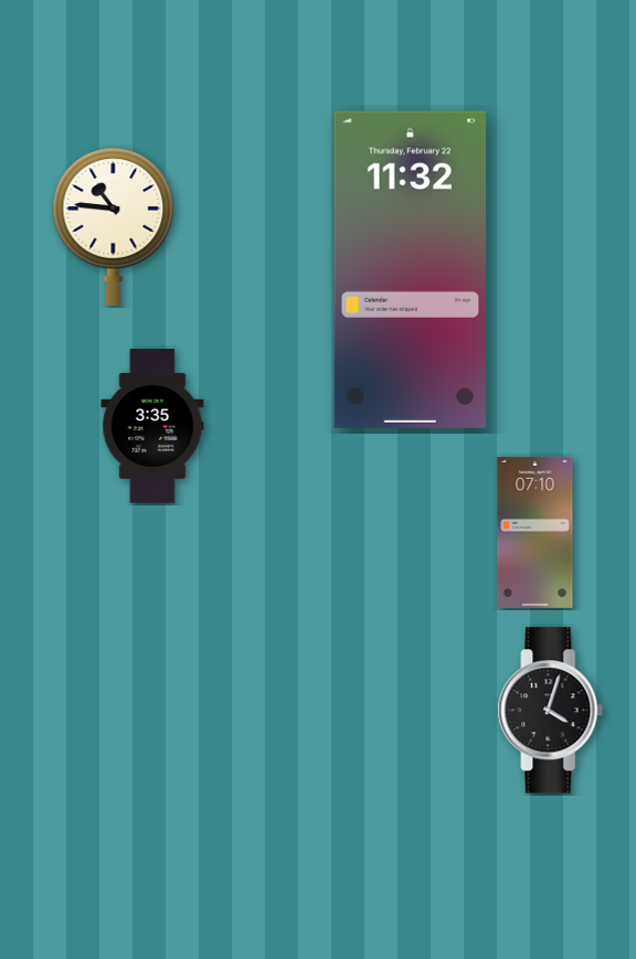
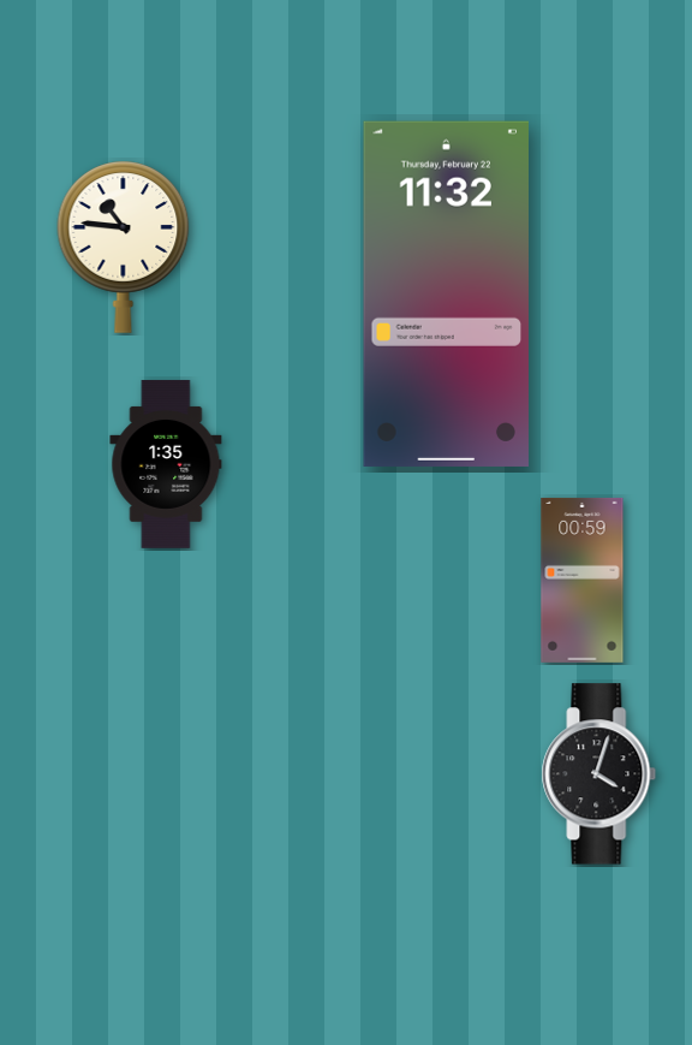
clock at (152, 426): 3:35 -> 1:35
clock at (536, 532): 07:10 -> 00:59
